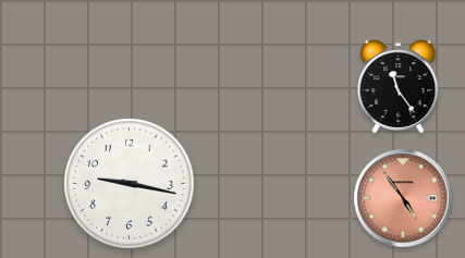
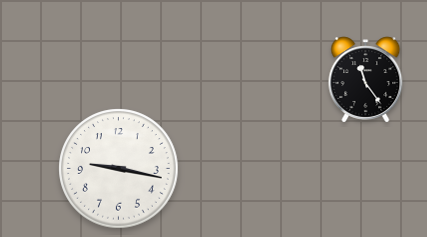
clock at (403, 198): 4:54 -> none
